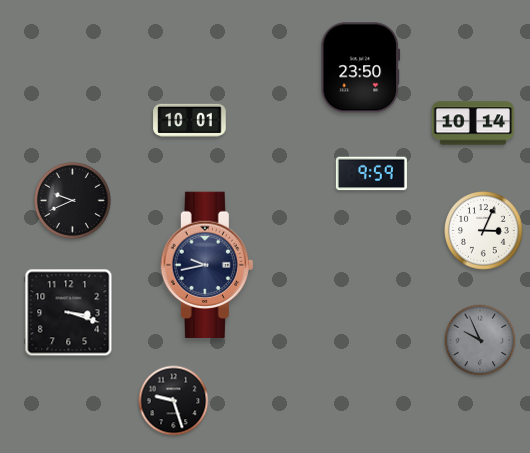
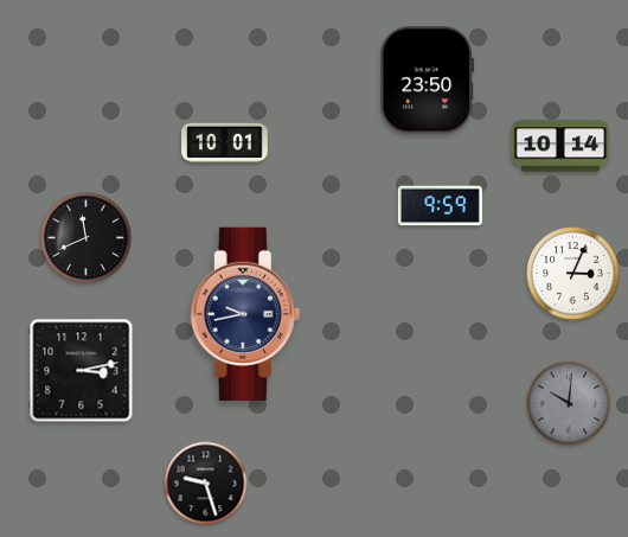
clock at (72, 200): 9:41 -> 11:41
clock at (69, 313): 3:18 -> 3:13
clock at (480, 340): 9:56 -> 10:01
clock at (174, 401) position: (174, 401) -> (206, 484)
